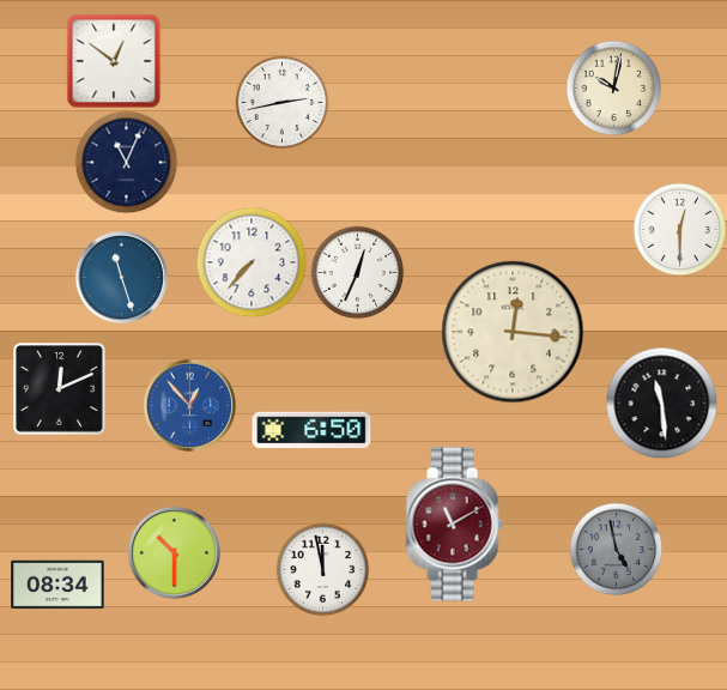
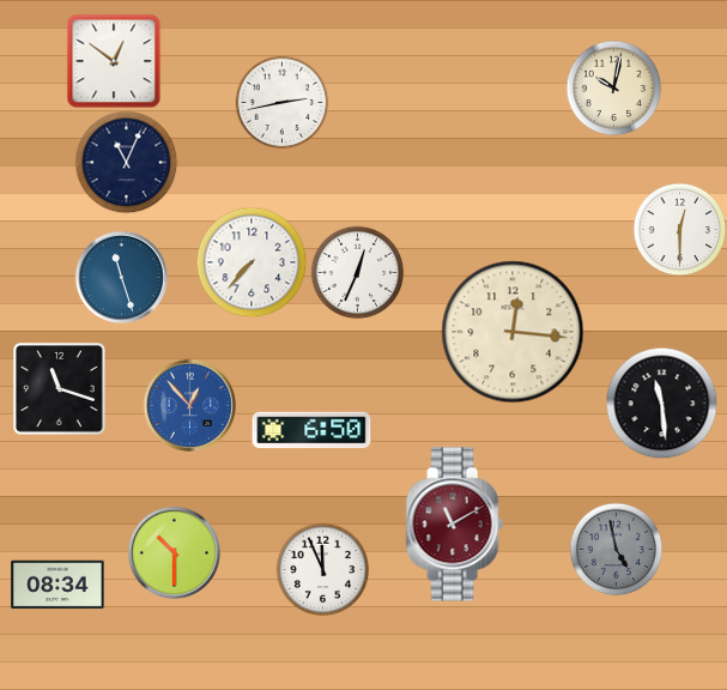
clock at (60, 389): 12:11 -> 11:18
clock at (322, 569): 11:58 -> 11:56
